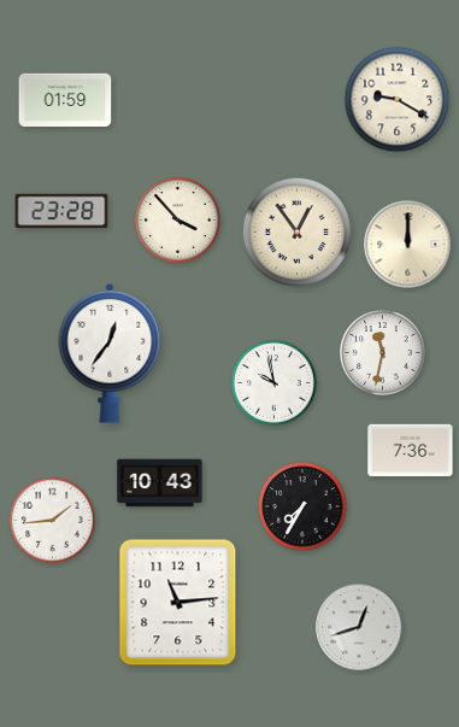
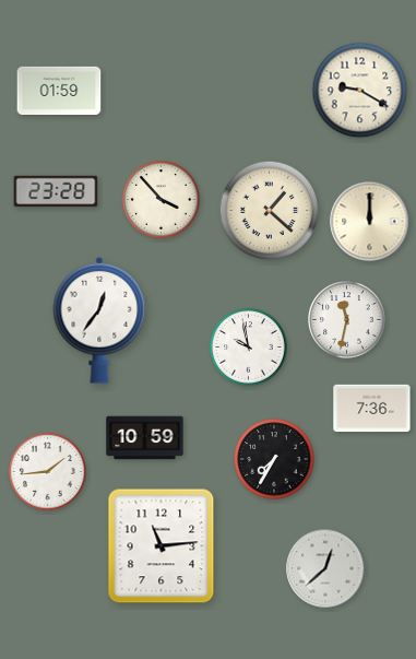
clock at (298, 233): 12:54 -> 1:22
clock at (160, 483): 10:43 -> 10:59
clock at (359, 627): 12:42 -> 12:38
